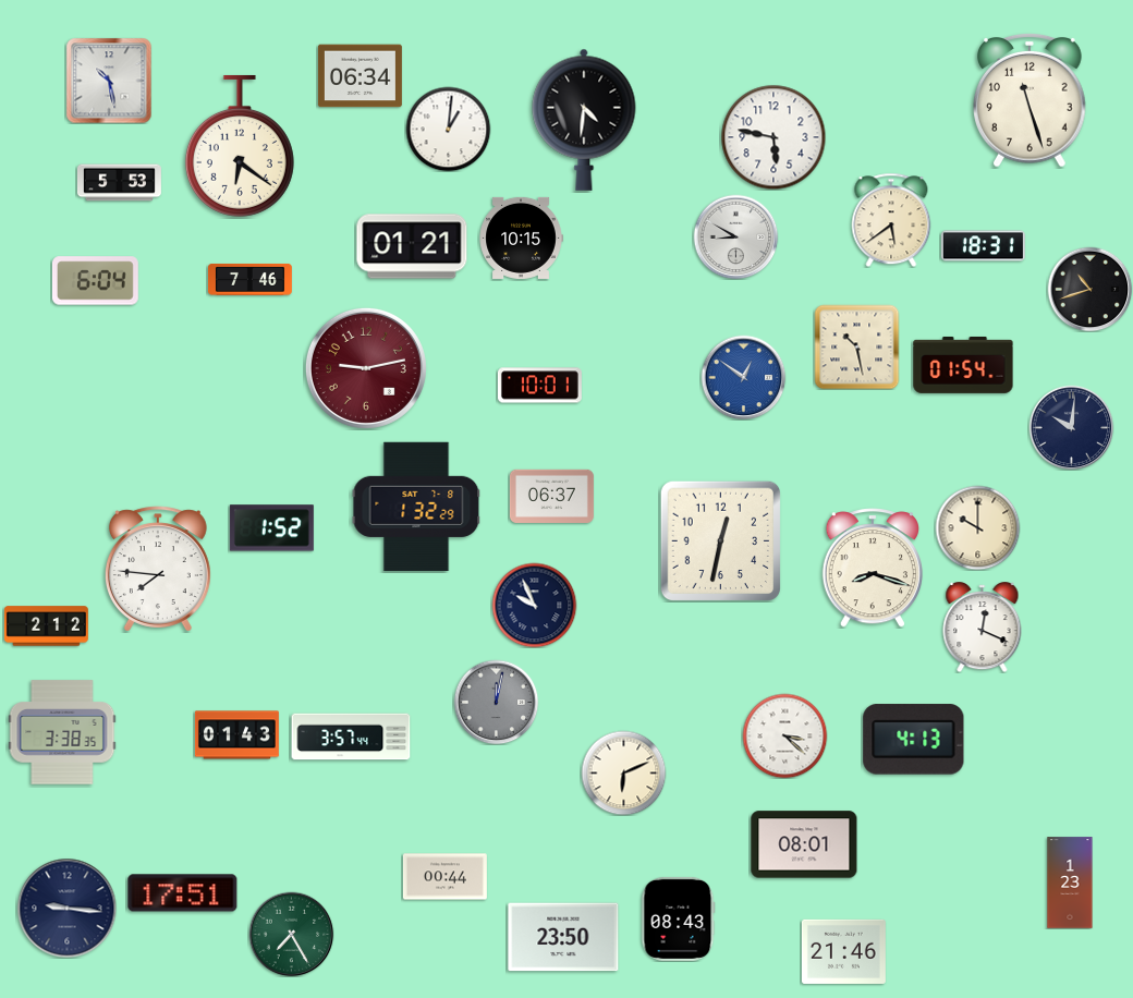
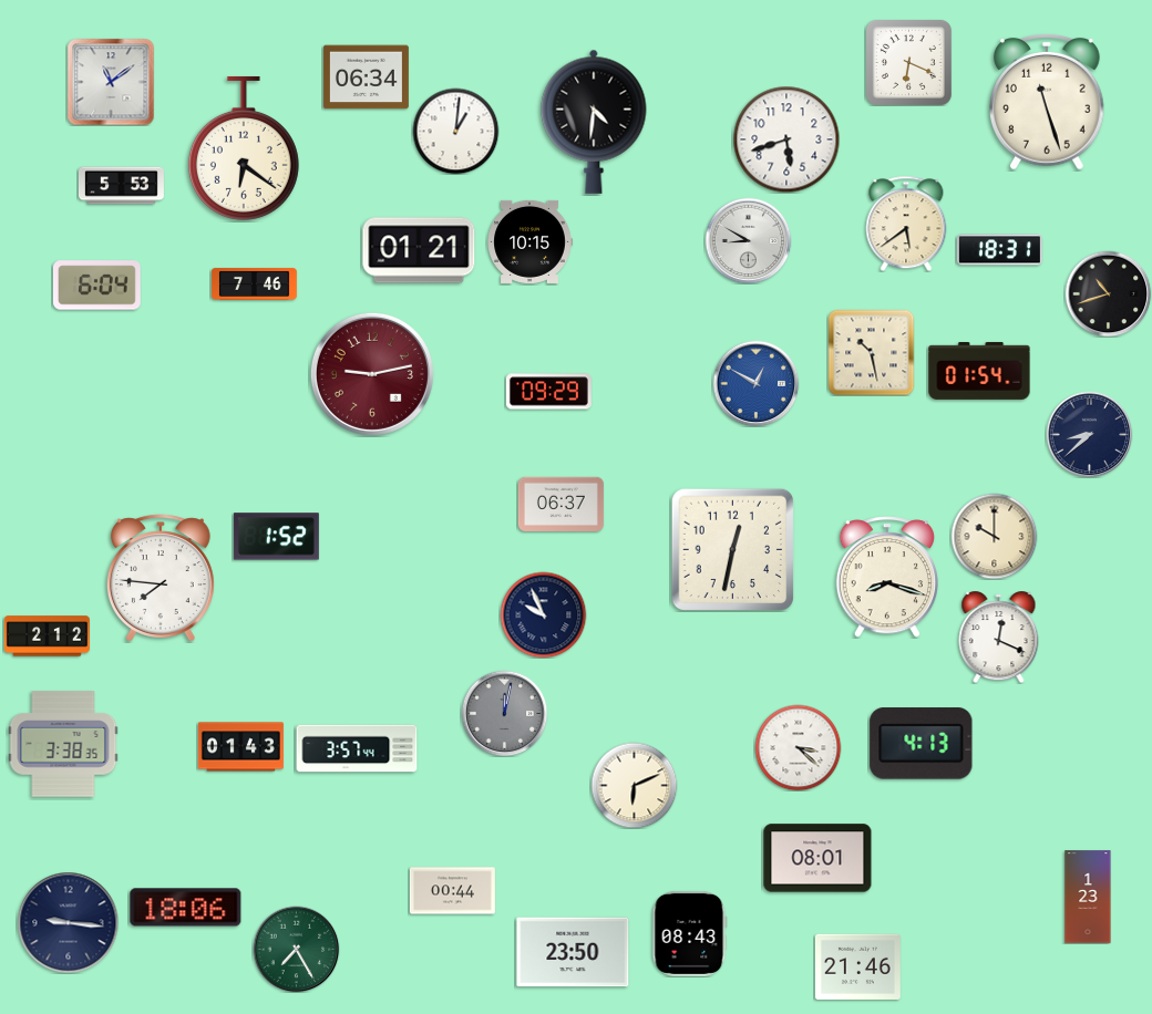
clock at (908, 62): none -> 6:19
clock at (109, 81): 10:28 -> 11:09
clock at (773, 137): 5:47 -> 5:42
clock at (743, 377): 12:51 -> 12:50
clock at (539, 386): 10:01 -> 09:29
clock at (1071, 427): 10:01 -> 8:38
clock at (416, 507): 1:32 -> none
clock at (914, 740) position: (914, 740) -> (922, 744)
clock at (183, 893): 17:51 -> 18:06
